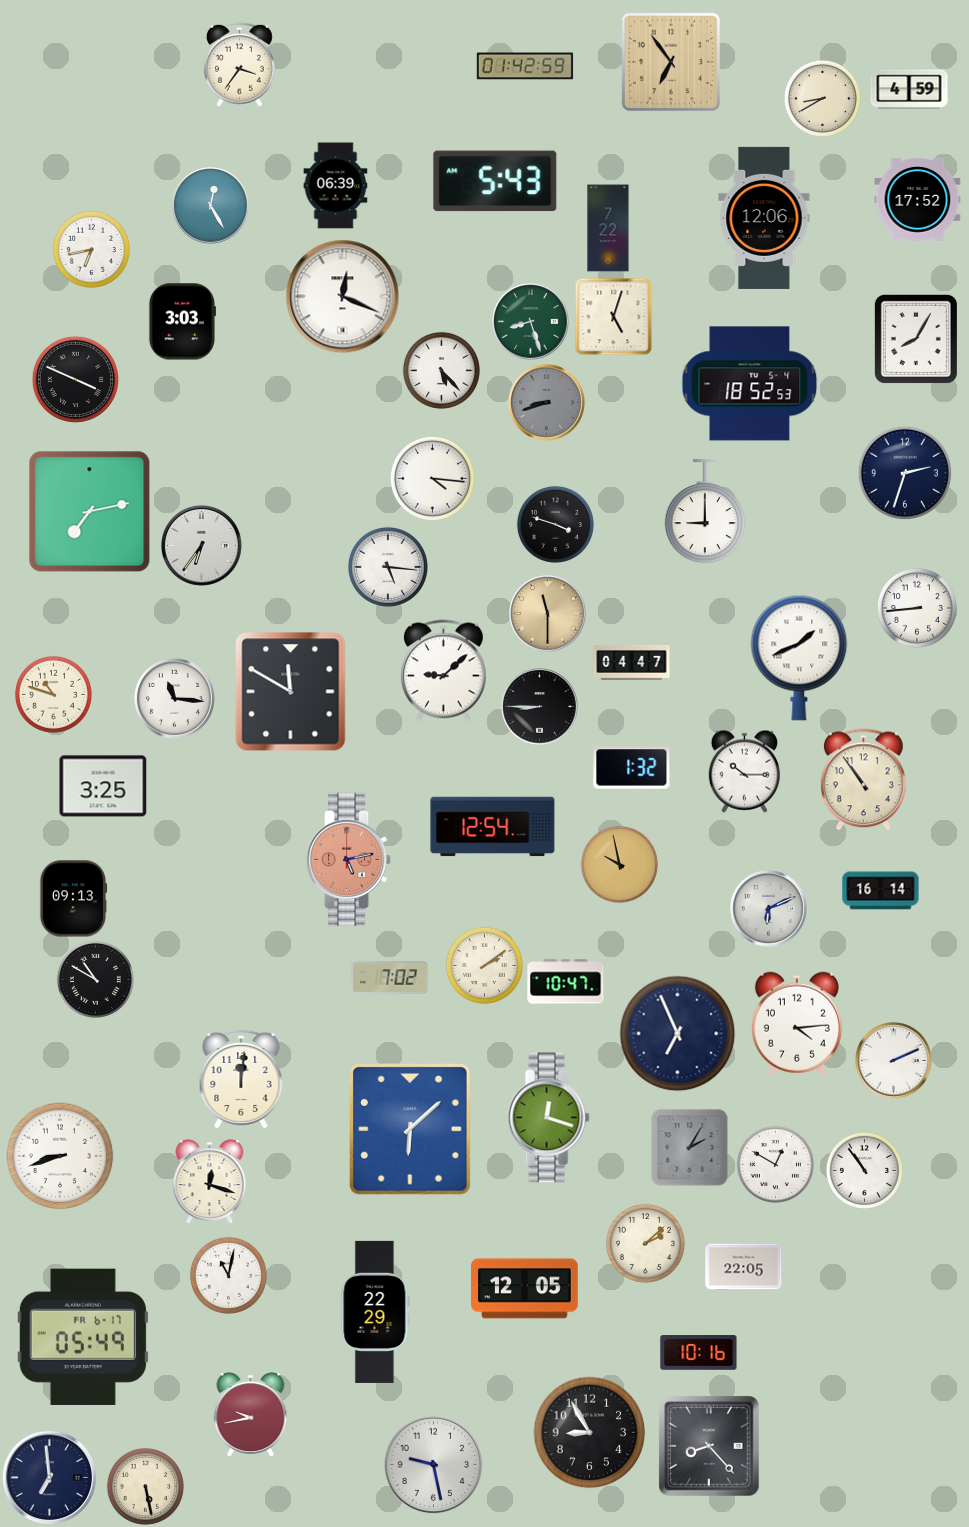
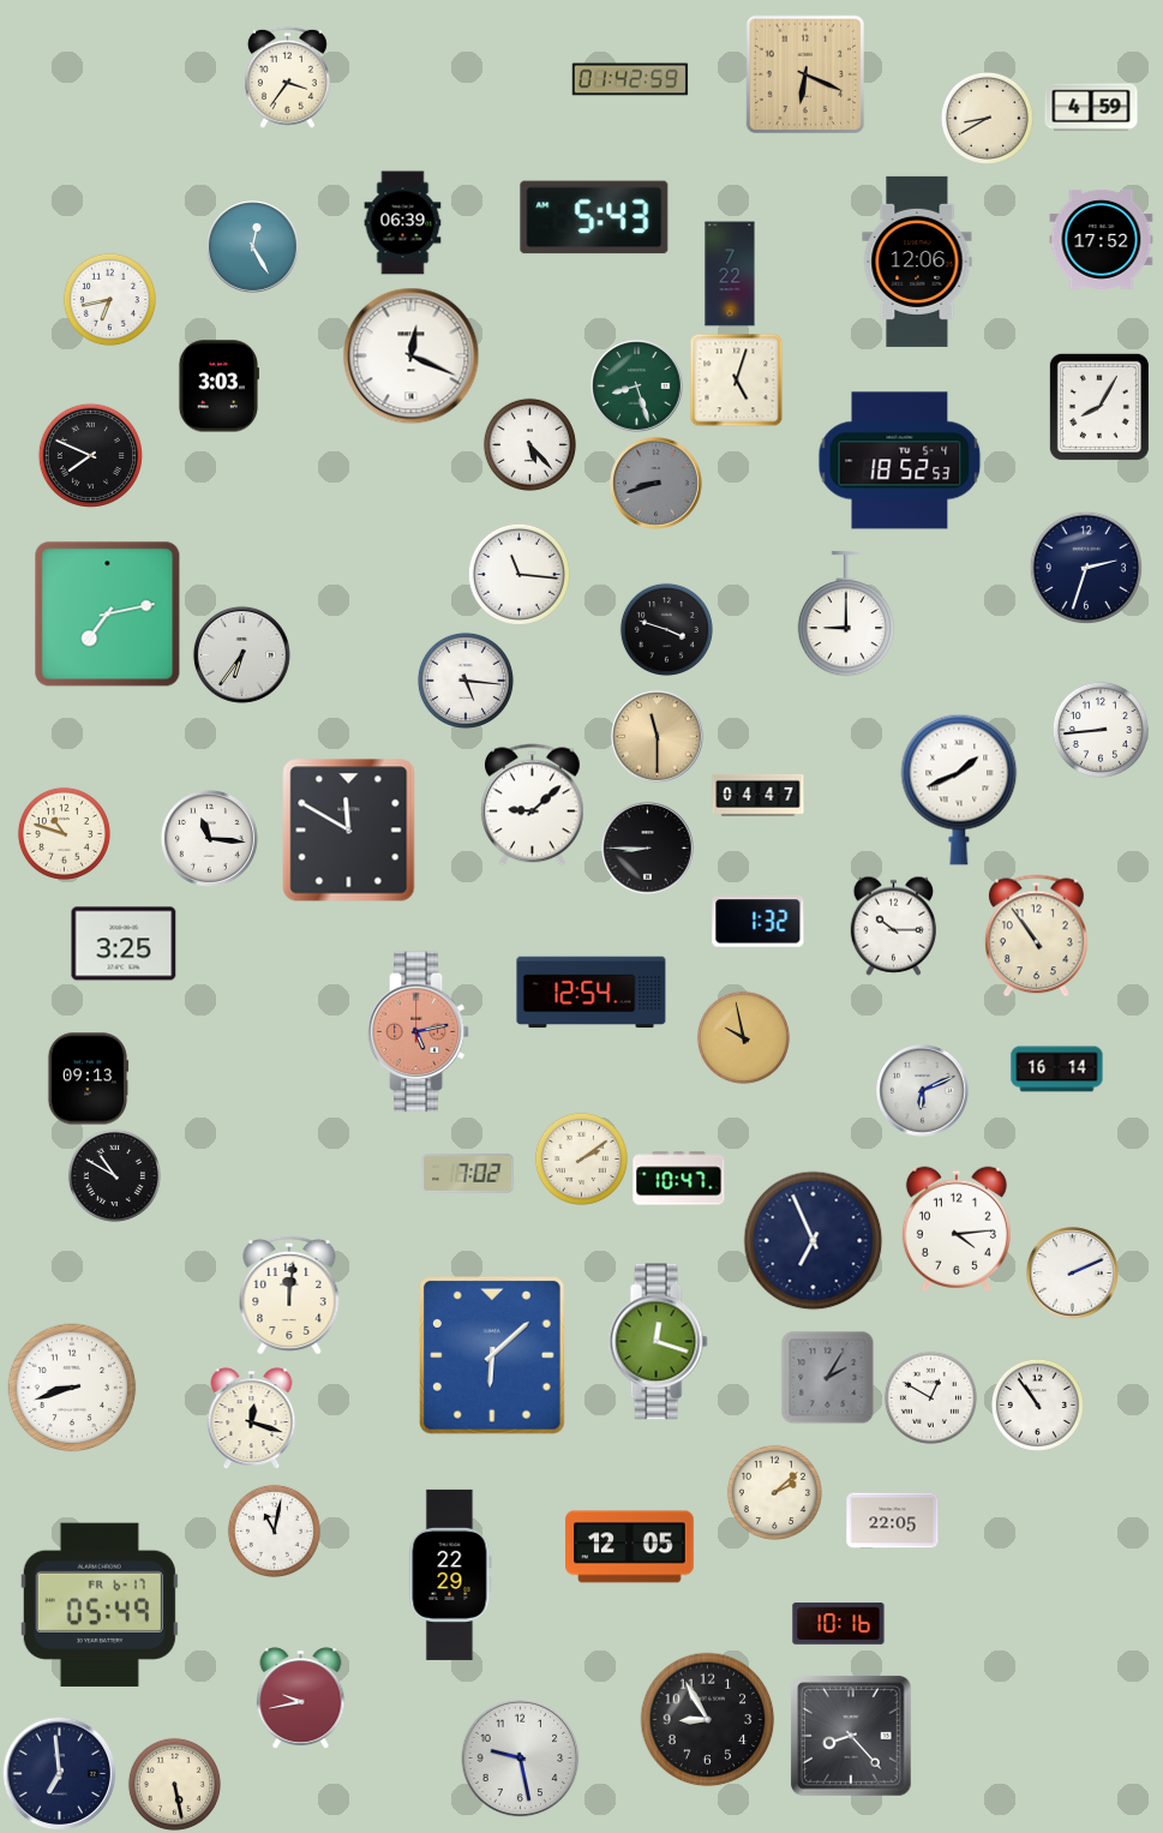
clock at (671, 62): 6:54 -> 6:19
clock at (75, 379): 3:49 -> 7:49
clock at (432, 478): 4:16 -> 11:16
